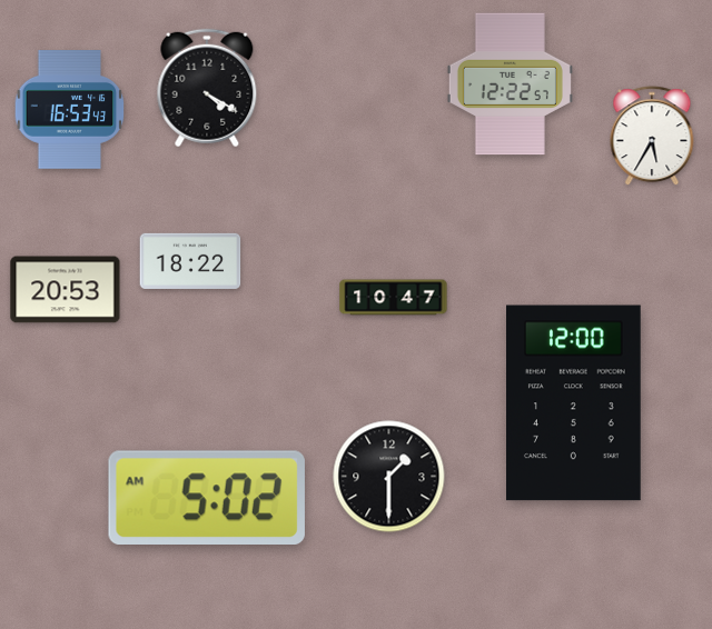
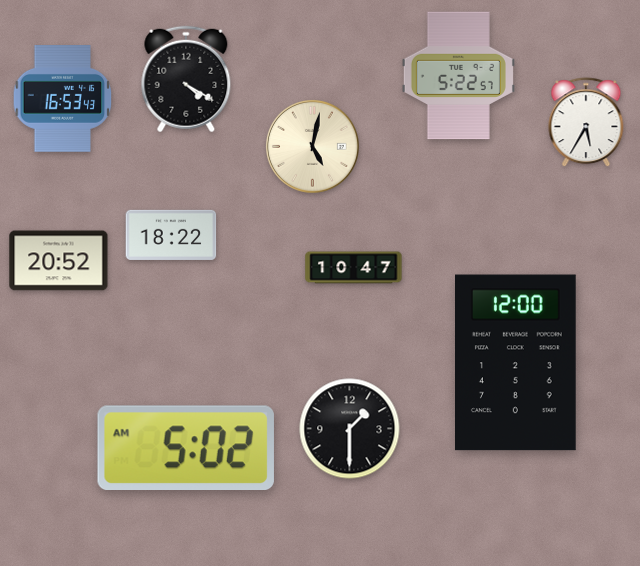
clock at (510, 84): 12:22 -> 5:22
clock at (312, 146): none -> 5:02
clock at (66, 290): 20:53 -> 20:52
